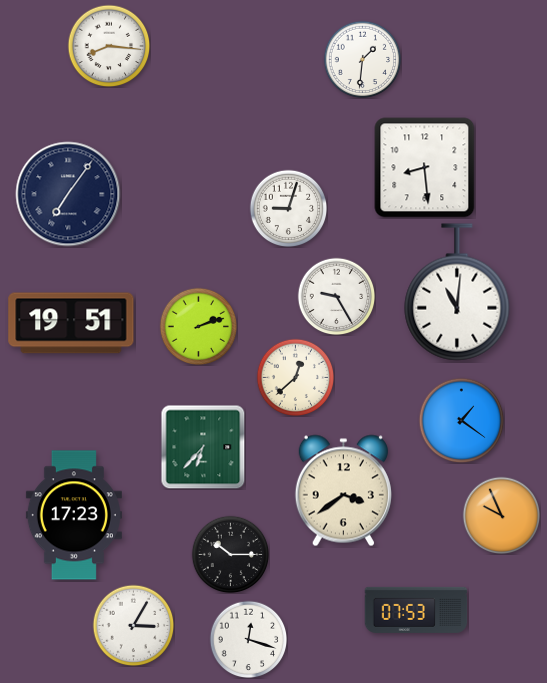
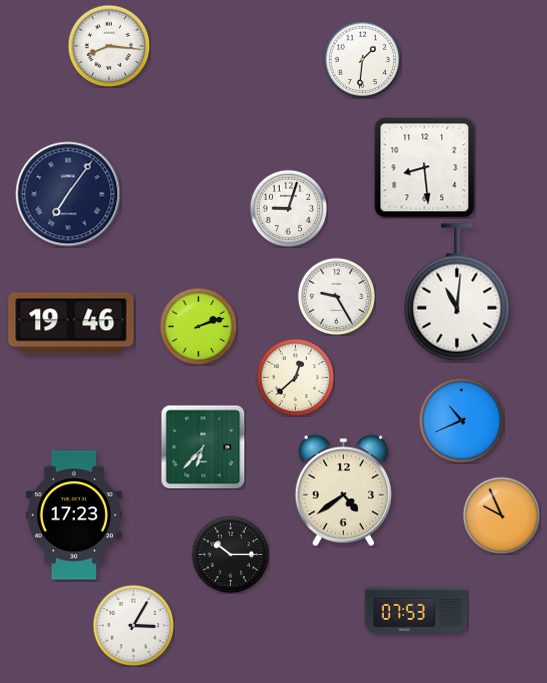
clock at (71, 323): 19:51 -> 19:46
clock at (461, 420): 1:21 -> 10:41
clock at (343, 491): 3:39 -> 4:39
clock at (248, 639): 12:18 -> none
